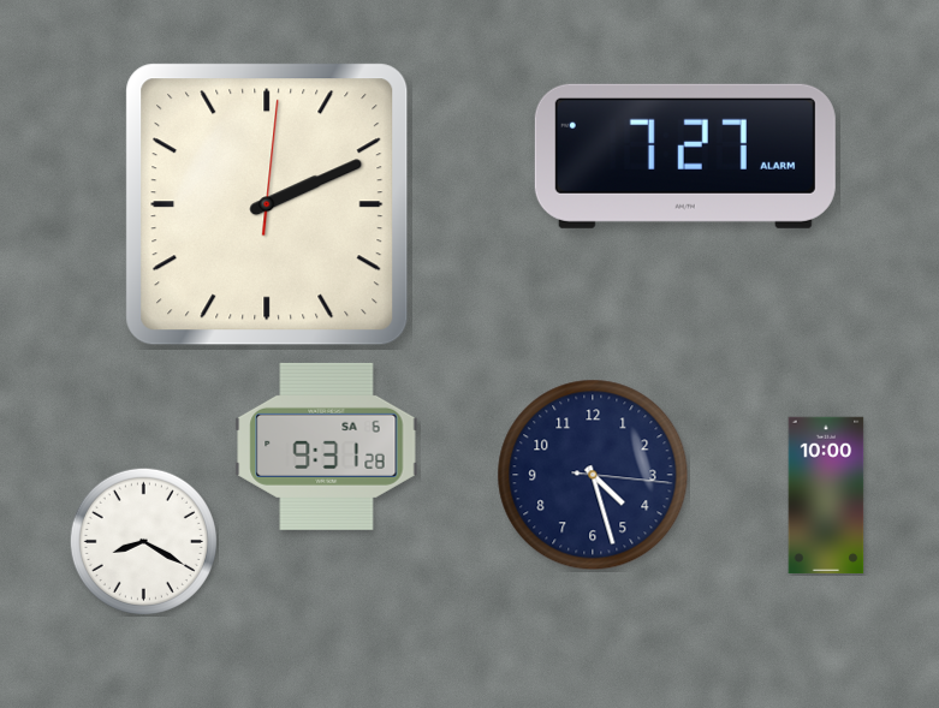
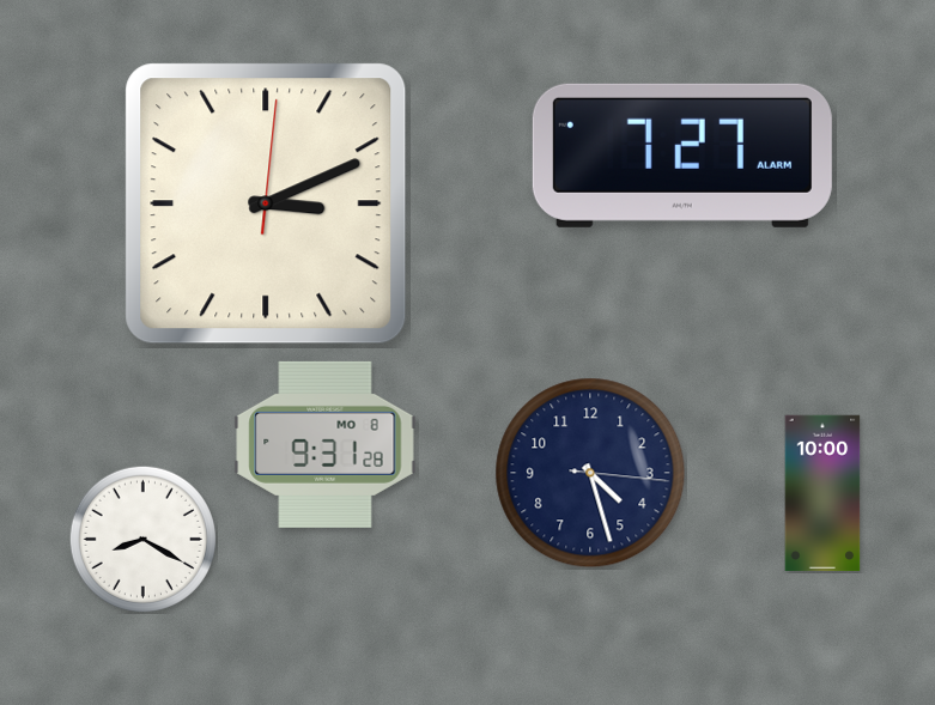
clock at (267, 204): 2:11 -> 3:11
clock at (327, 446) date: SA 6 -> MO 8
